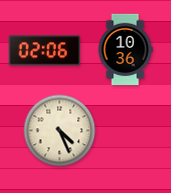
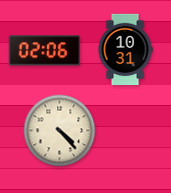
clock at (125, 50): 10:36 -> 10:31
clock at (60, 131): 4:26 -> 4:23
